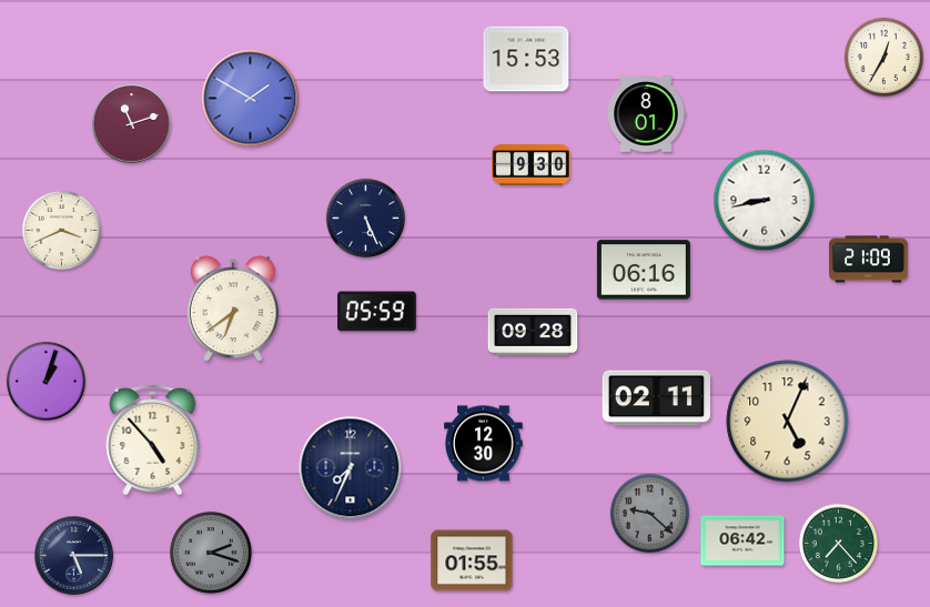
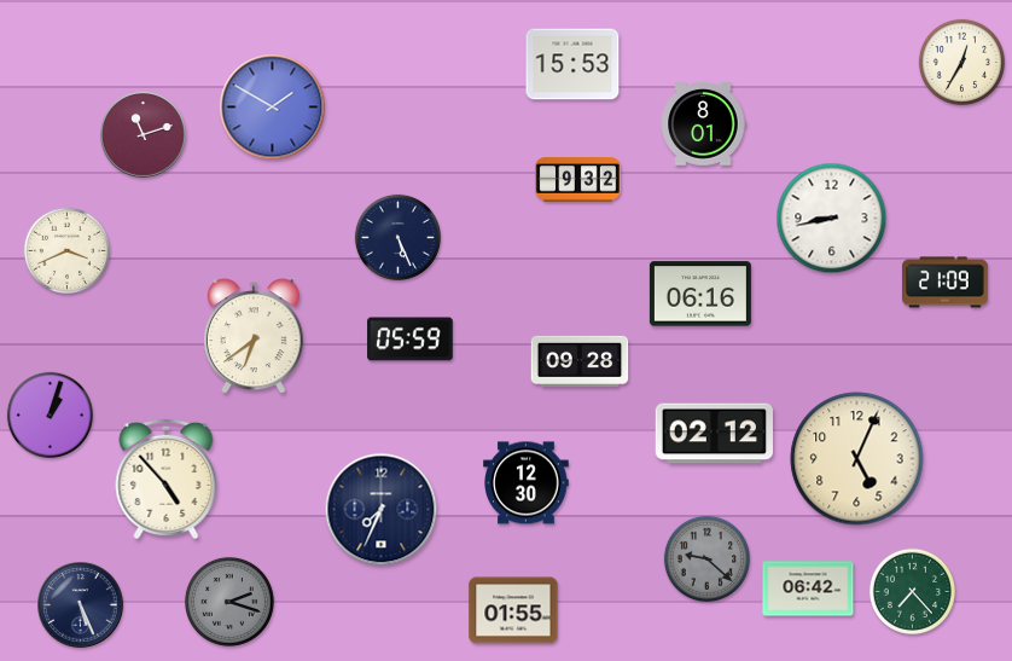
clock at (532, 165): 9:30 -> 9:32
clock at (656, 398): 02:11 -> 02:12
clock at (74, 556): 5:15 -> 5:26
